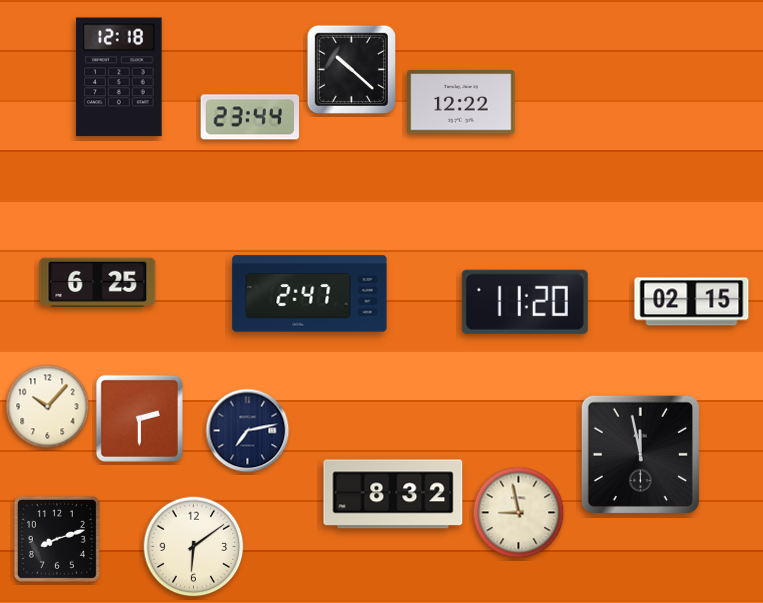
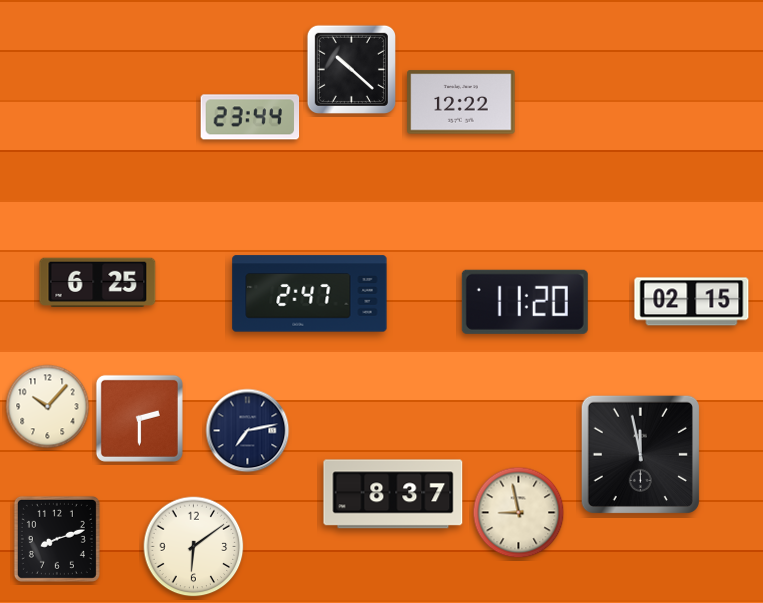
clock at (119, 77): 12:18 -> none
clock at (393, 494): 8:32 -> 8:37
